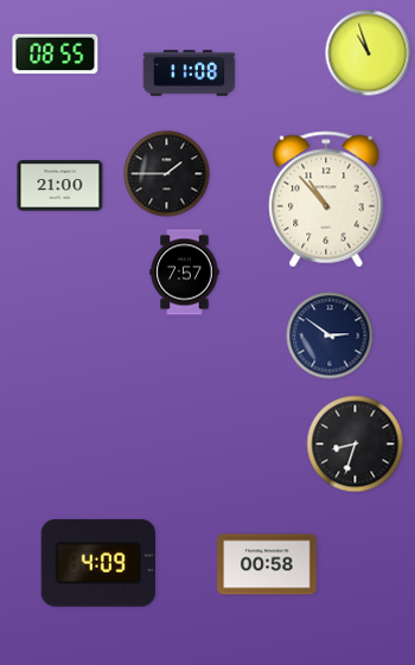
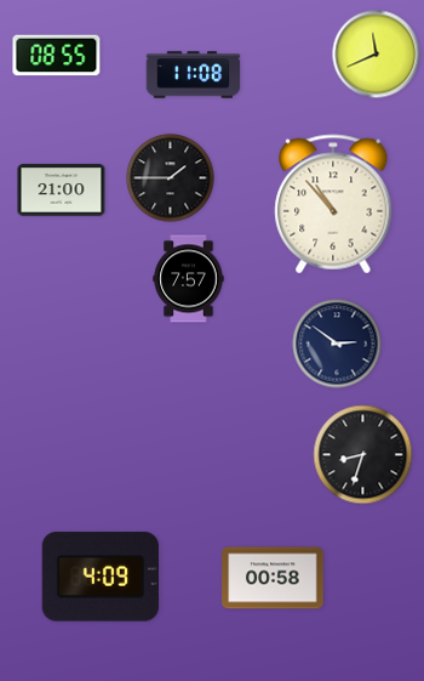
clock at (369, 53): 10:57 -> 11:41
